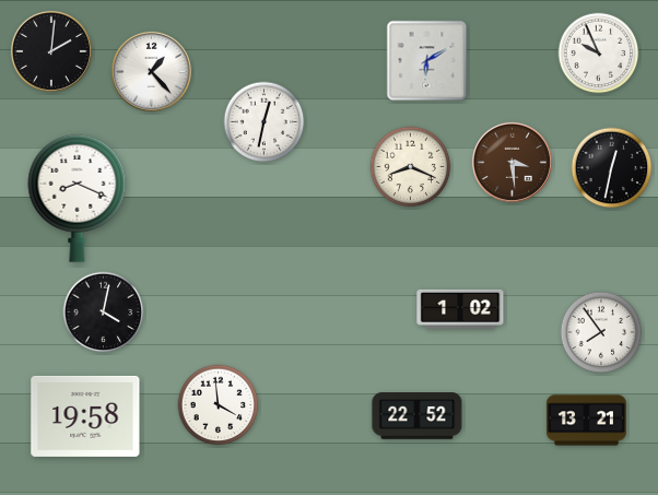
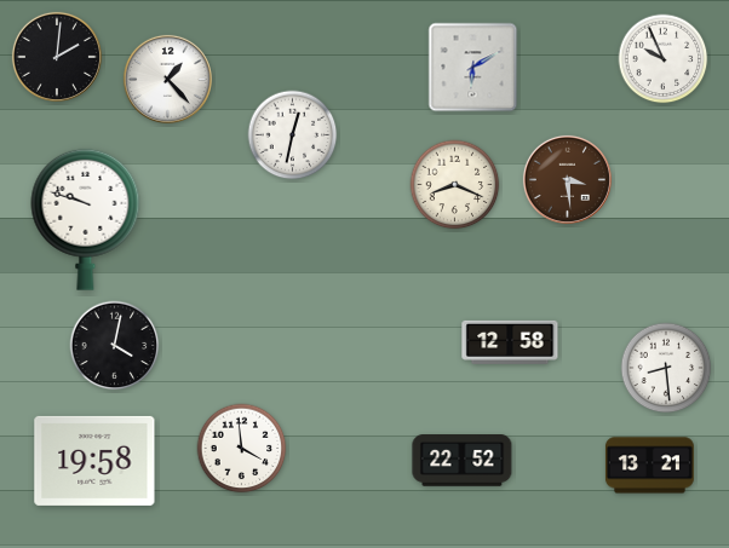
clock at (612, 168): 12:32 -> none
clock at (78, 198): 8:19 -> 9:48
clock at (460, 309): 1:02 -> 12:58
clock at (601, 332): 7:54 -> 8:29
